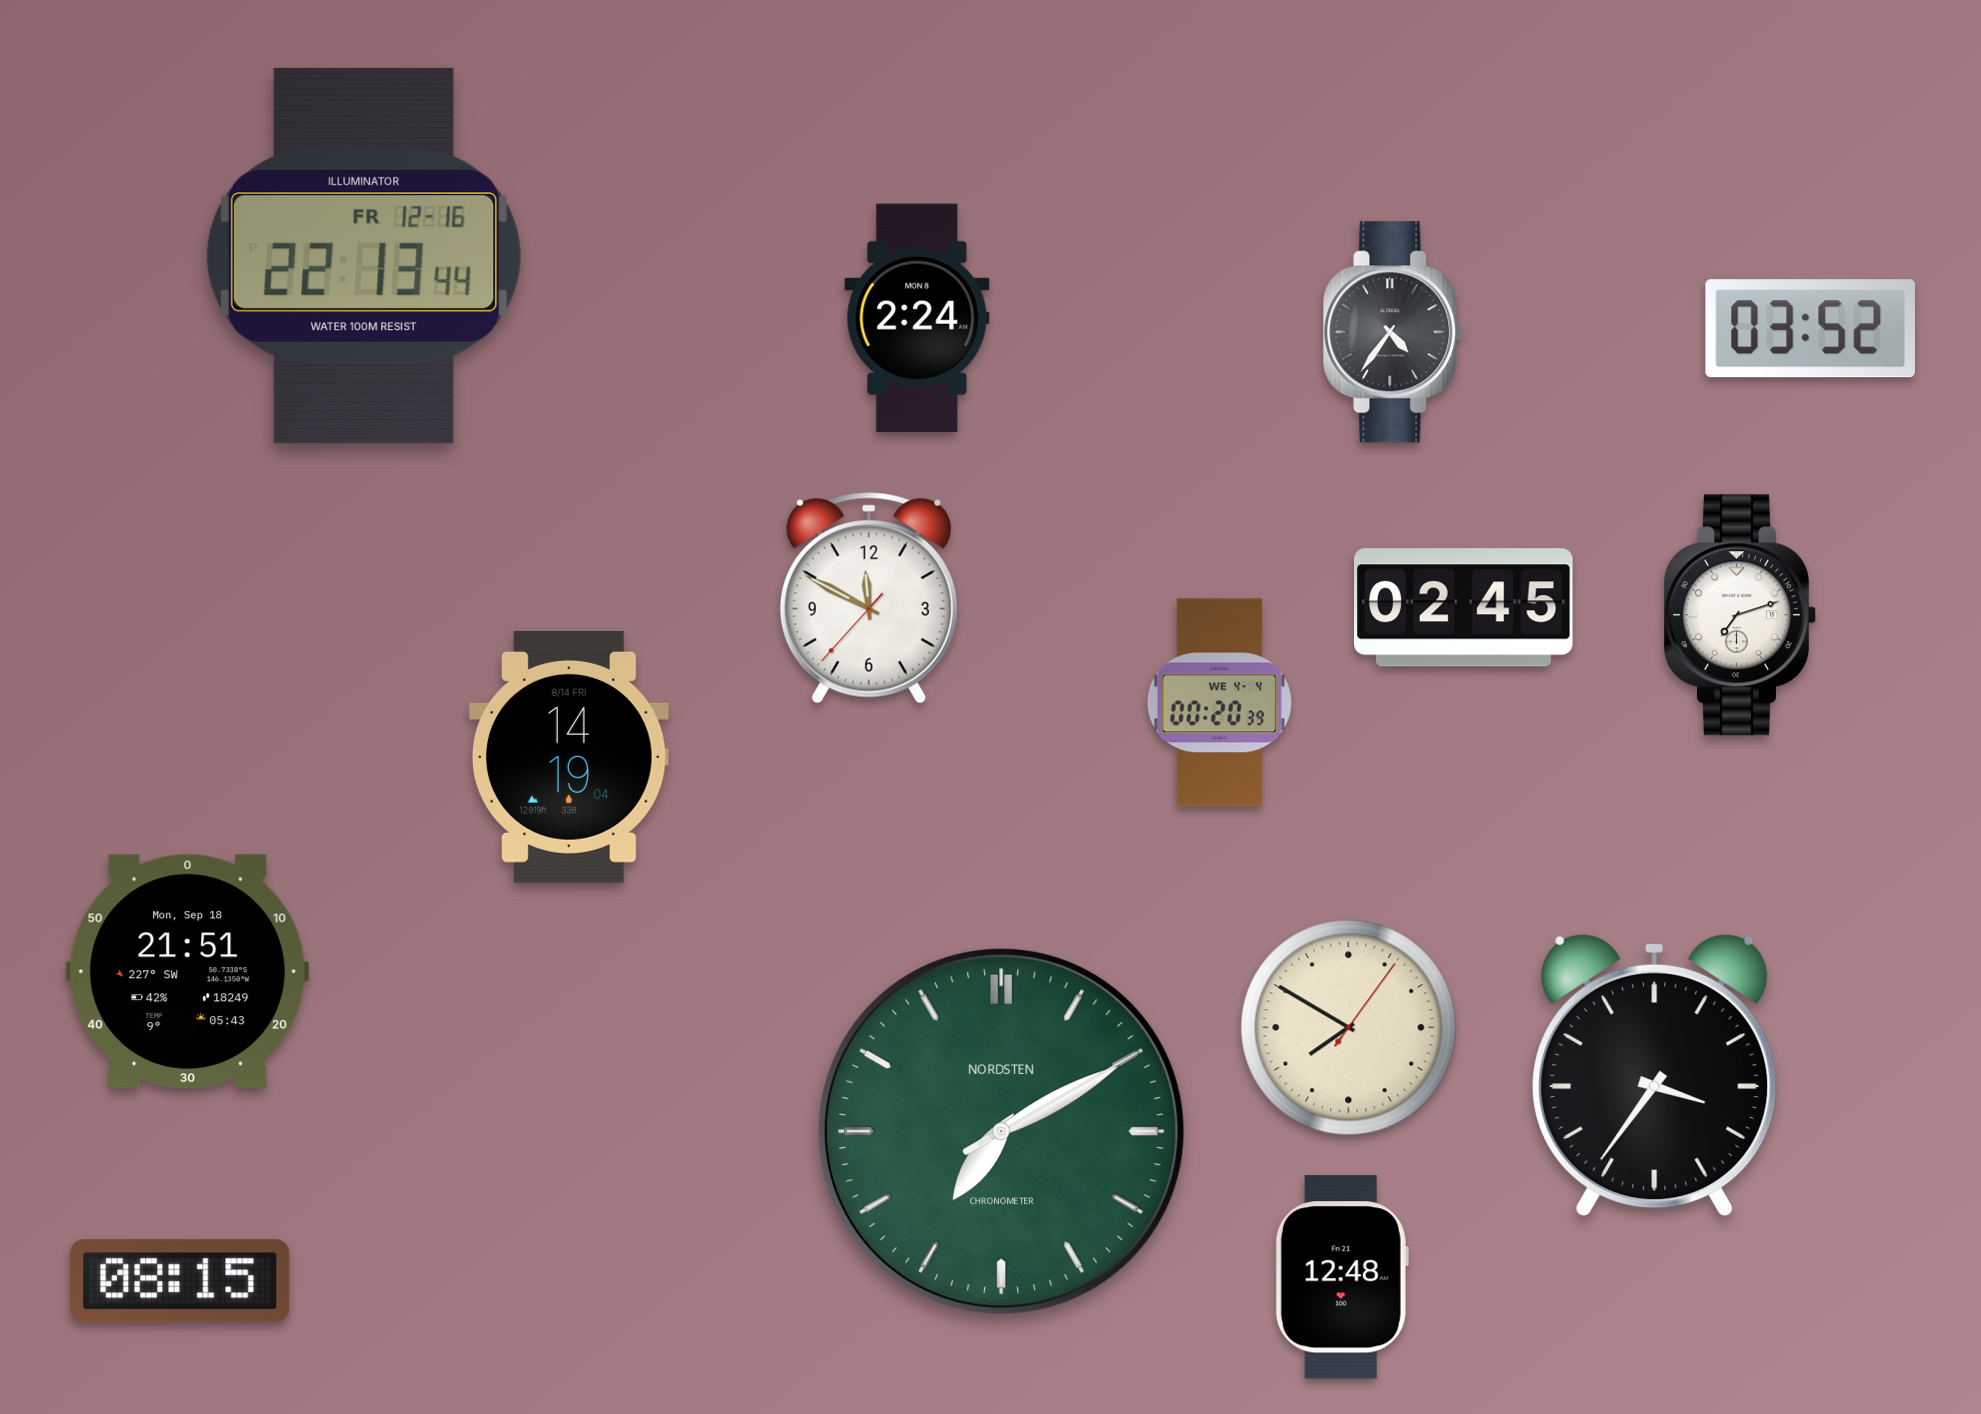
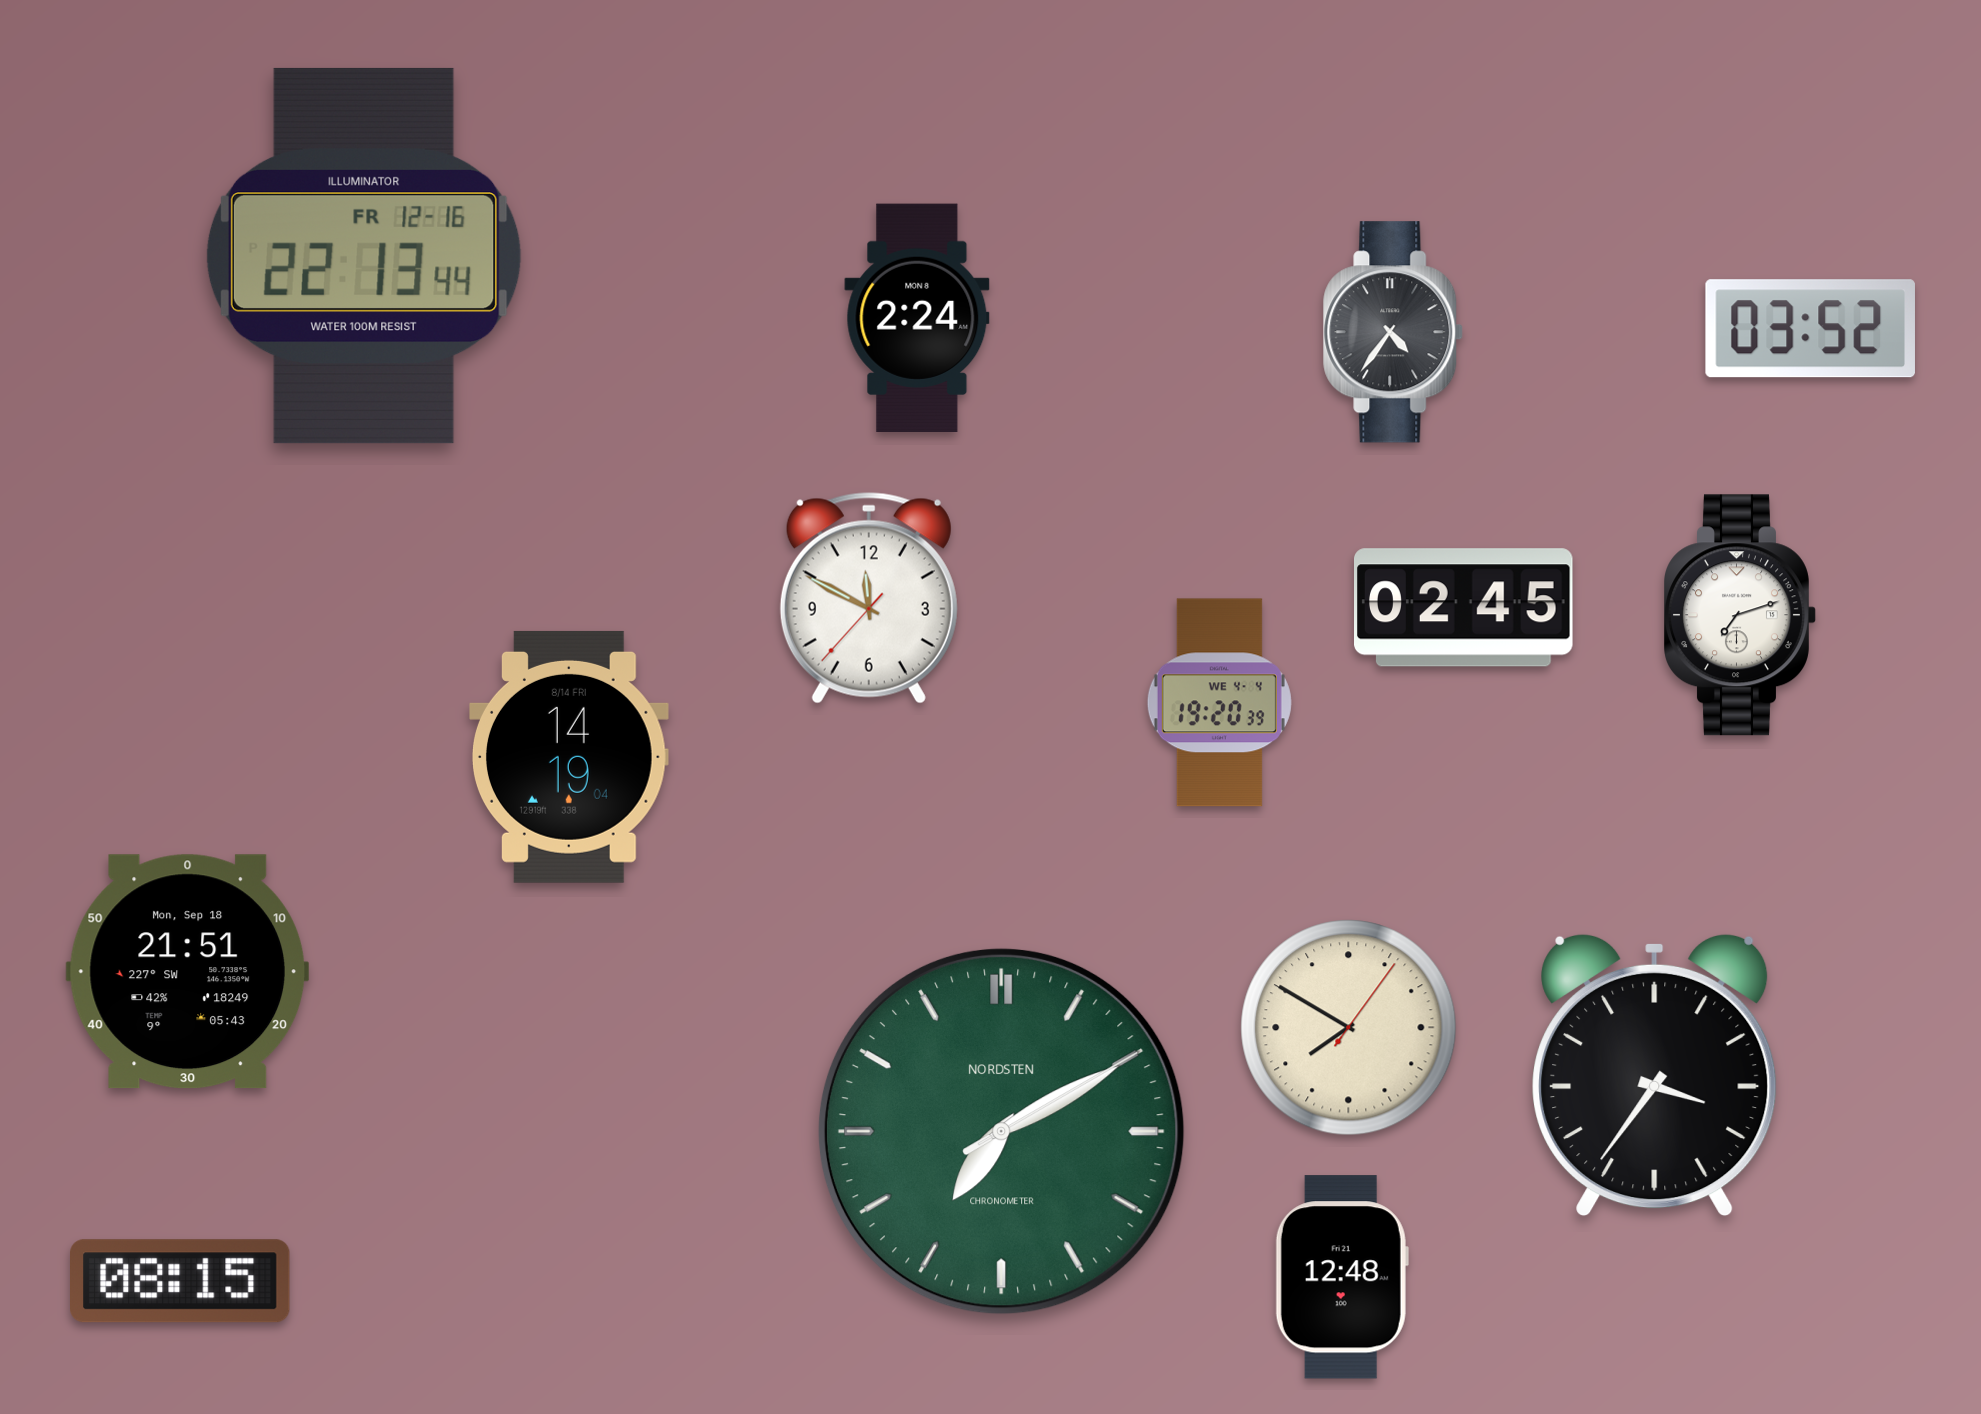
clock at (1219, 703): 00:20 -> 19:20
